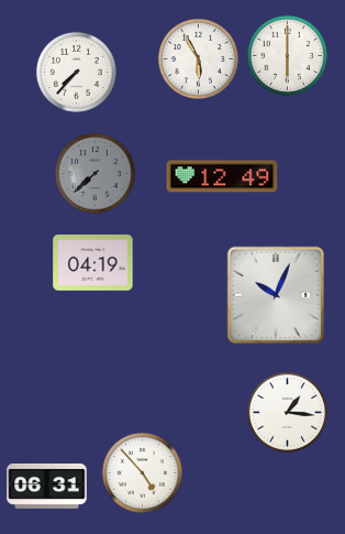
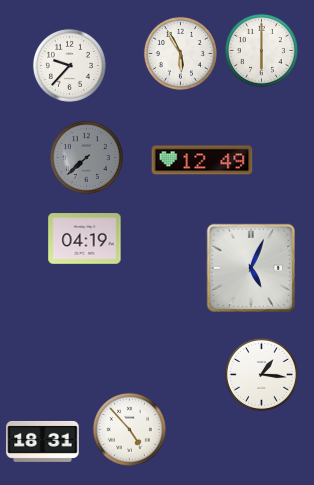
clock at (76, 72): 7:37 -> 9:37
clock at (275, 294): 10:04 -> 5:04
clock at (47, 486): 06:31 -> 18:31
